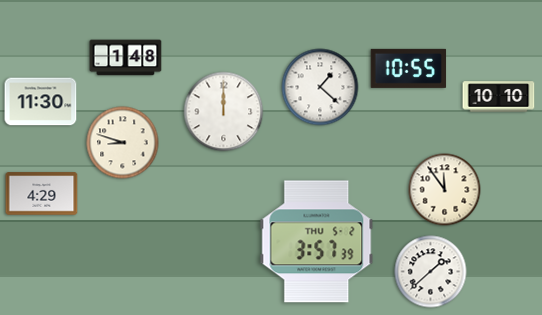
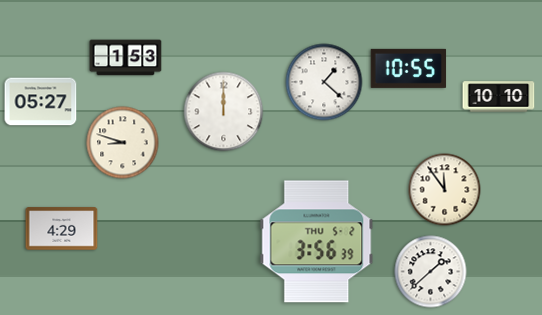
clock at (126, 58): 1:48 -> 1:53
clock at (320, 87) position: (320, 87) -> (324, 82)
clock at (41, 102): 11:30 -> 05:27
clock at (42, 194) position: (42, 194) -> (62, 229)
clock at (317, 242): 3:57 -> 3:56
